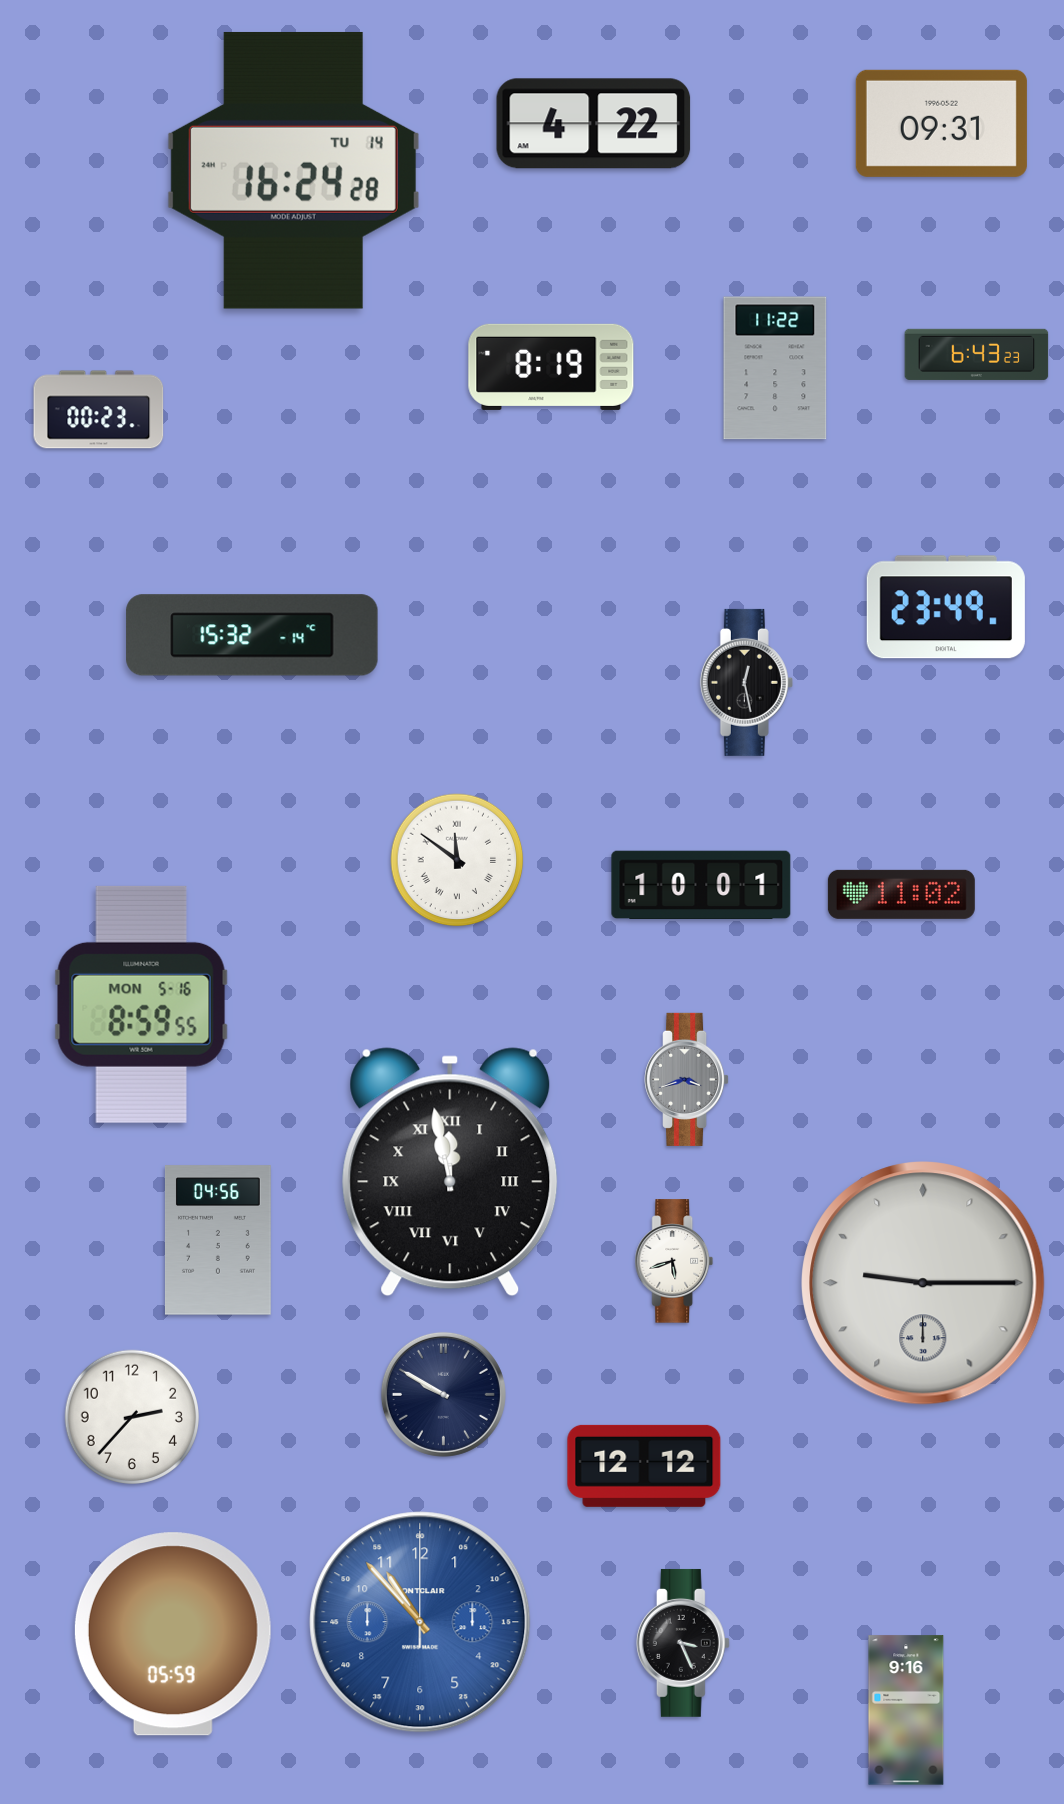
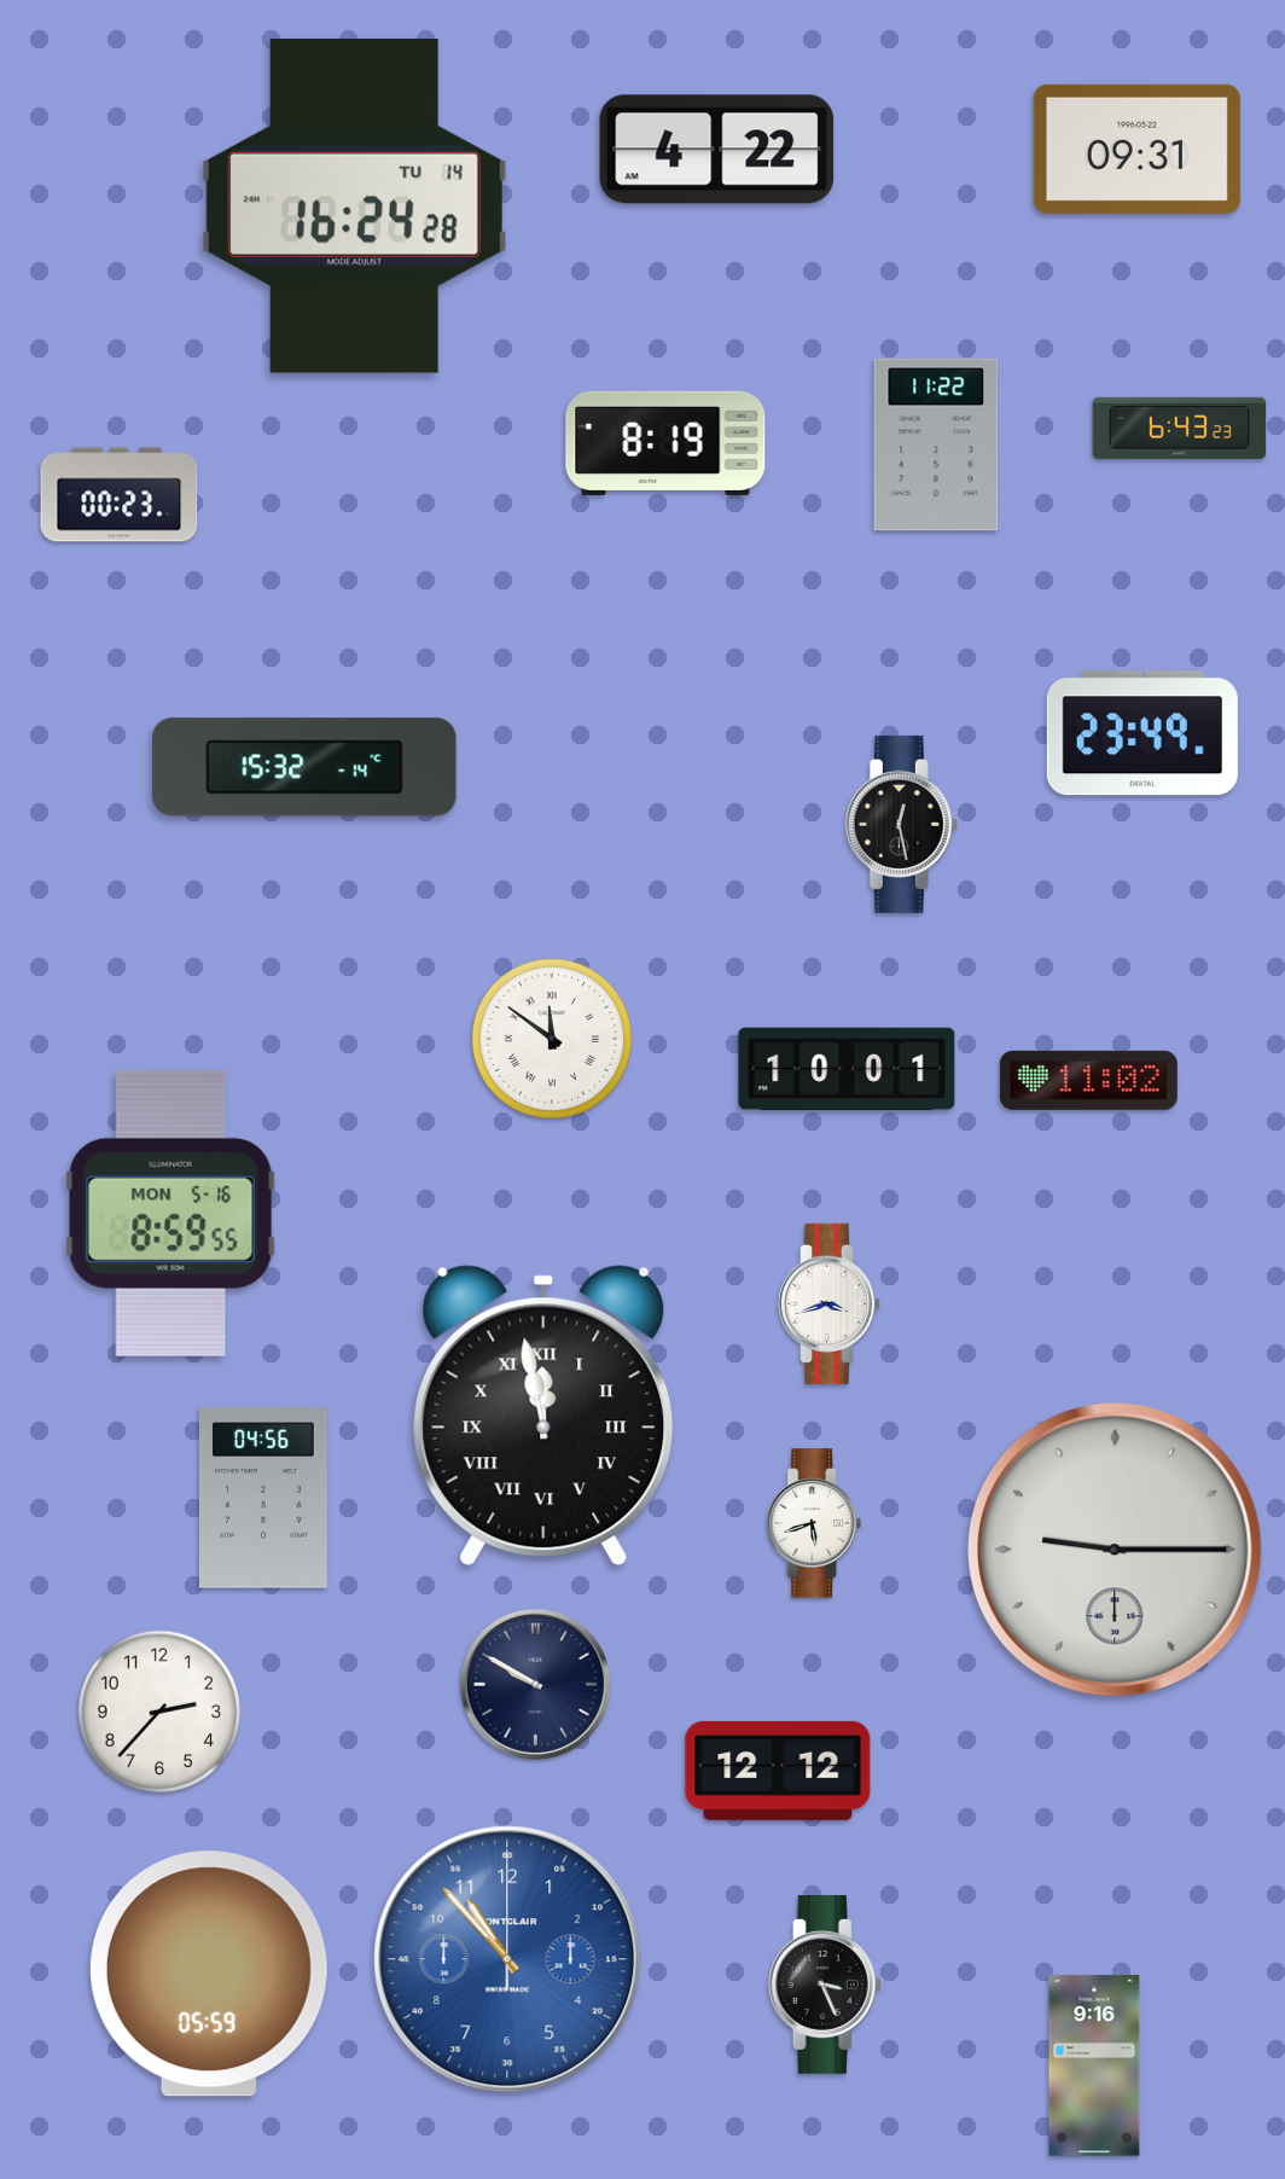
clock at (687, 1079) dial: grey -> white
